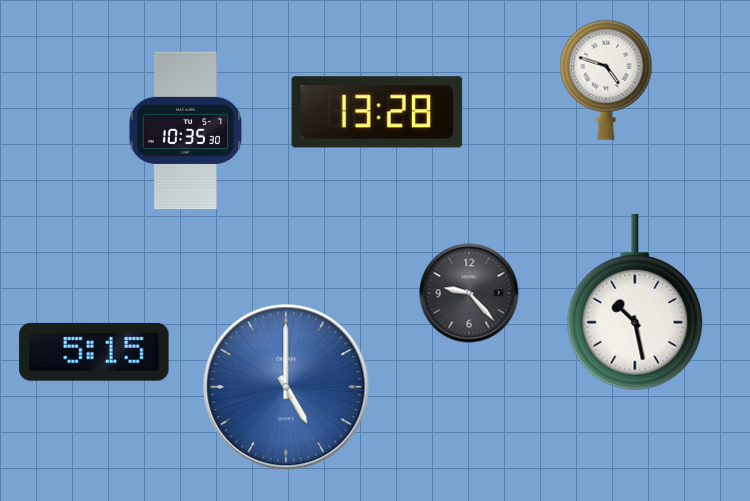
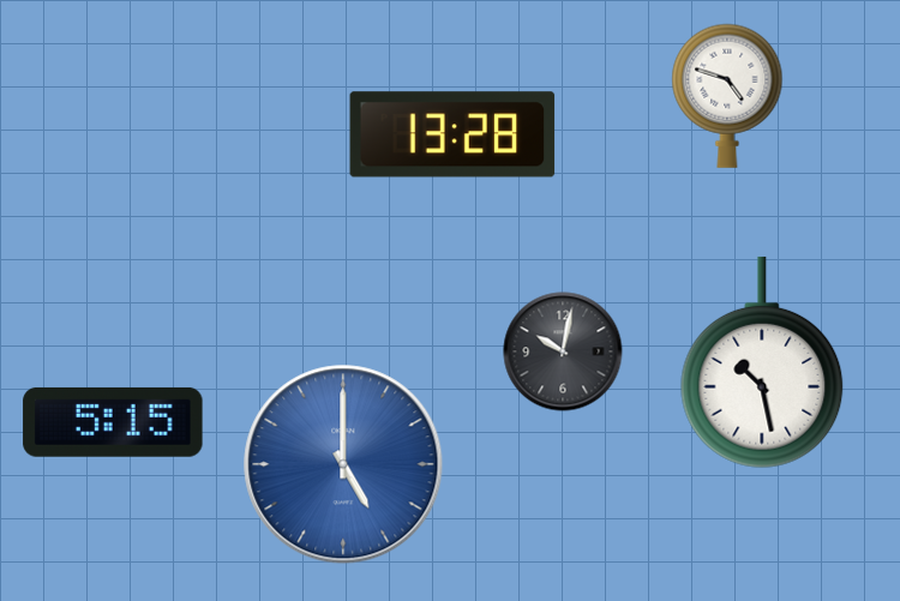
clock at (186, 131): 10:35 -> none
clock at (469, 293): 9:23 -> 10:02
